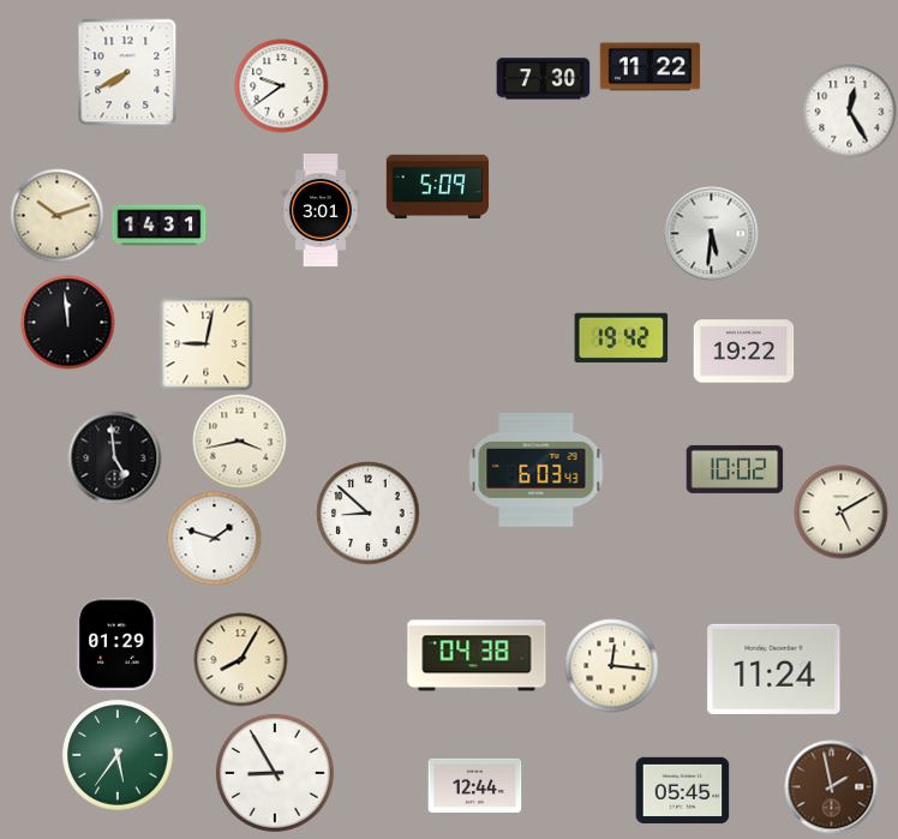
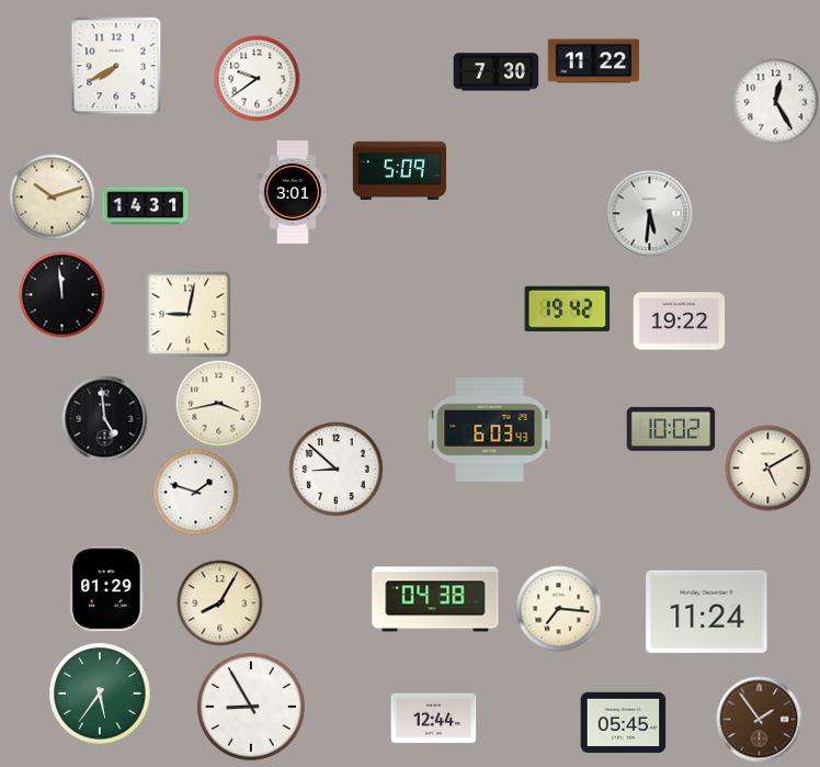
clock at (611, 665): 12:16 -> 7:16
clock at (118, 755) position: (118, 755) -> (100, 693)
clock at (831, 786): 1:58 -> 1:54
